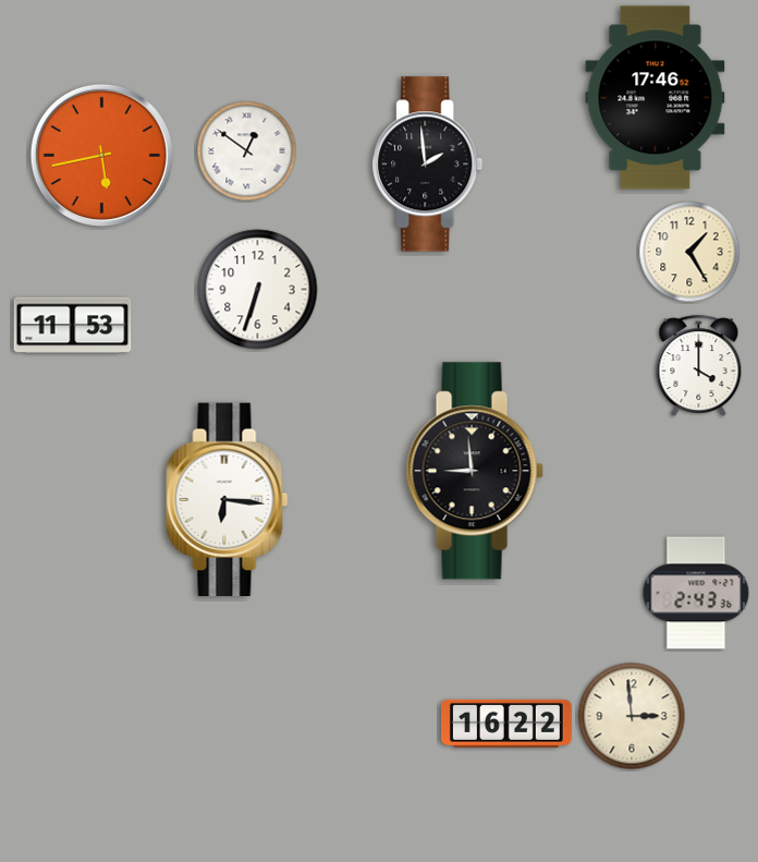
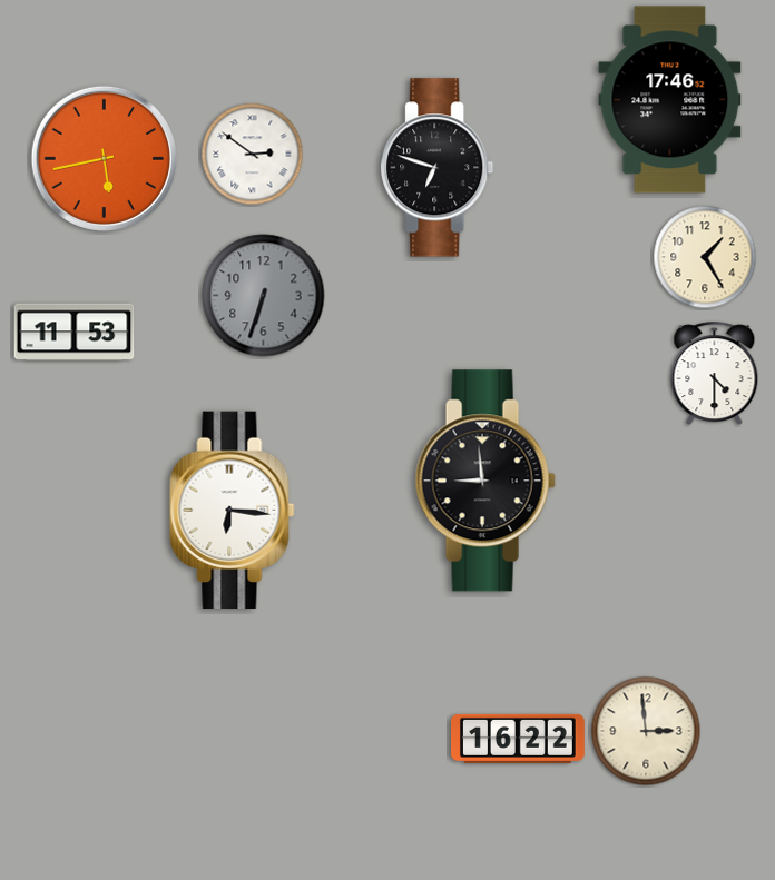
clock at (247, 151): 12:51 -> 2:51
clock at (428, 165): 1:59 -> 6:48
clock at (258, 290) dial: white -> grey
clock at (699, 365): 4:00 -> 4:30
clock at (696, 593): 2:43 -> none
